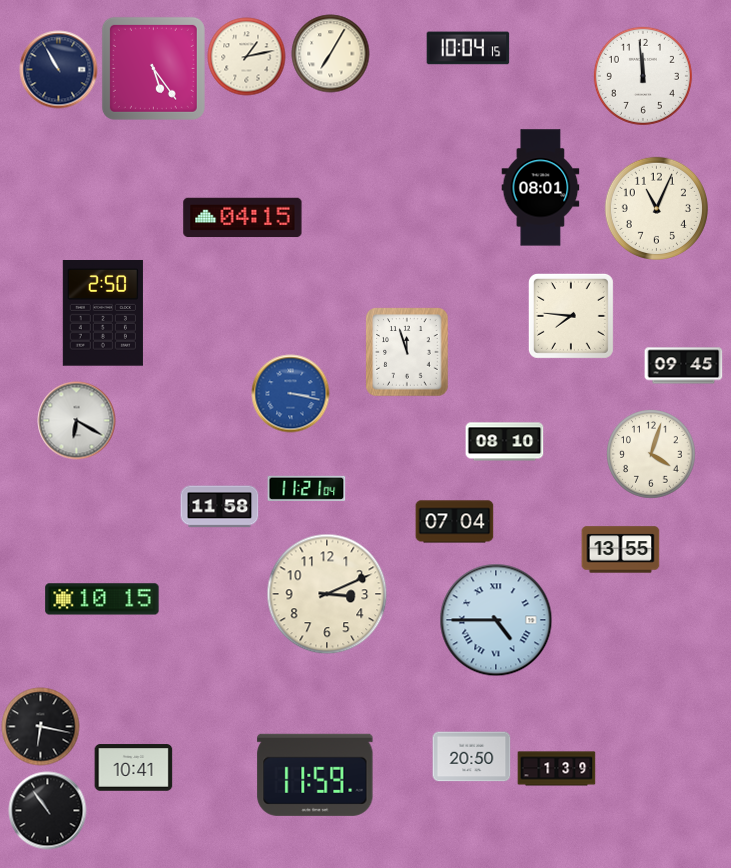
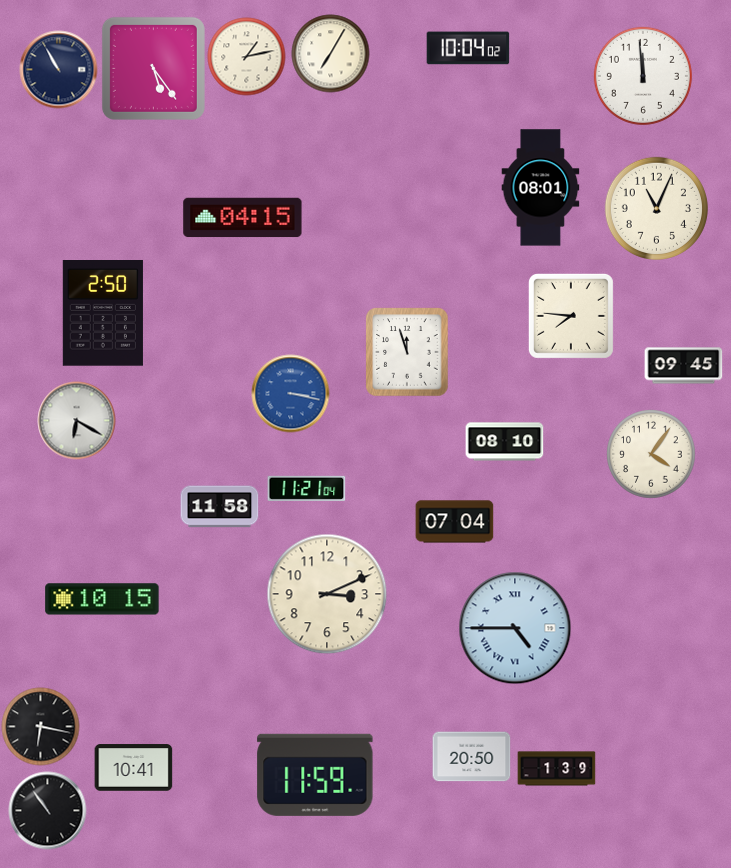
clock at (468, 48): 10:04:15 -> 10:04:02
clock at (651, 454): 4:03 -> 4:06
clock at (620, 550): 13:55 -> none
clock at (496, 620) position: (496, 620) -> (515, 628)
